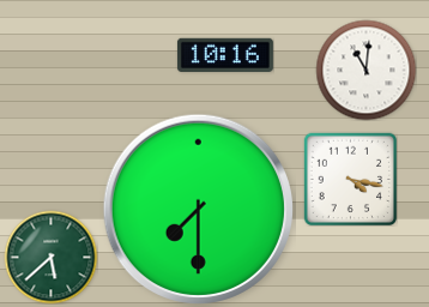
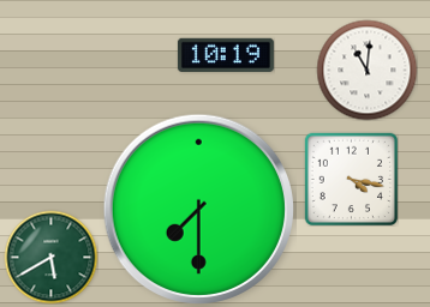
clock at (225, 55): 10:16 -> 10:19
clock at (50, 257): 5:38 -> 5:40
